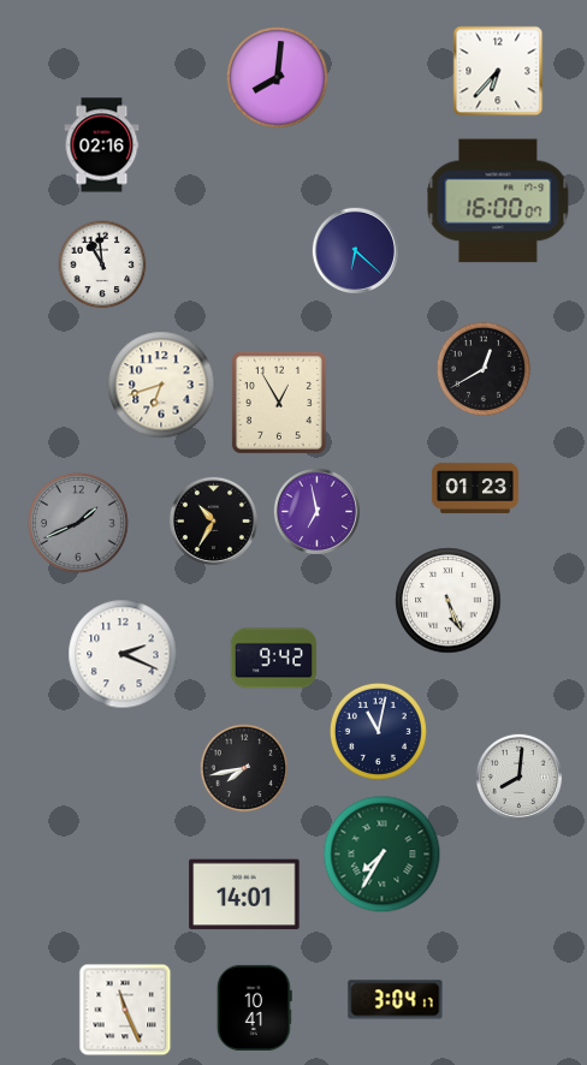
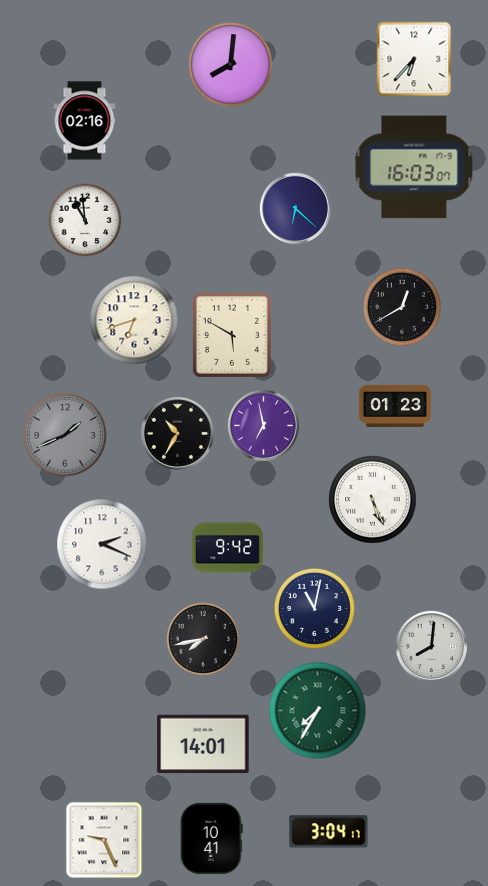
clock at (498, 201): 16:00 -> 16:03
clock at (279, 403): 12:55 -> 5:50
clock at (125, 1010): 11:26 -> 9:26
